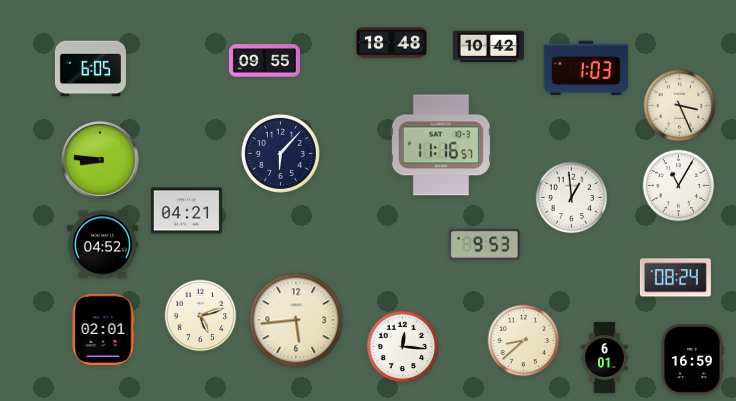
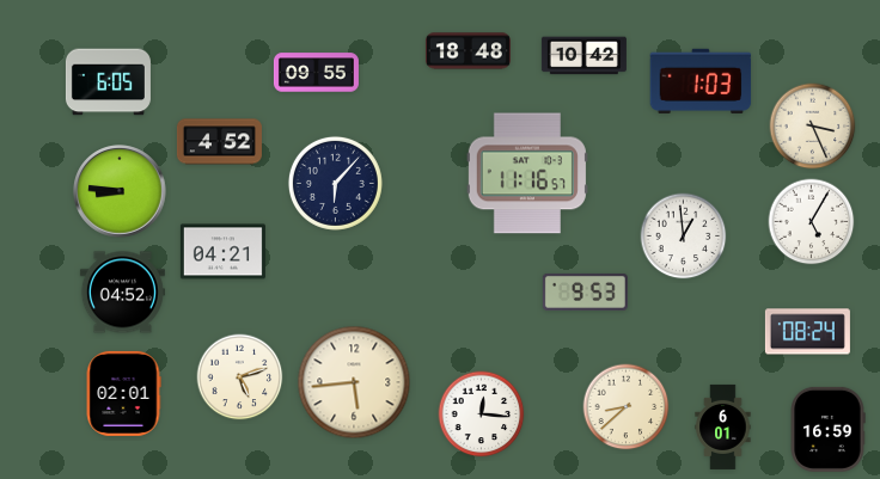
clock at (219, 142): none -> 4:52
clock at (679, 186): 11:05 -> 5:05
clock at (484, 244) position: (484, 244) -> (585, 291)
